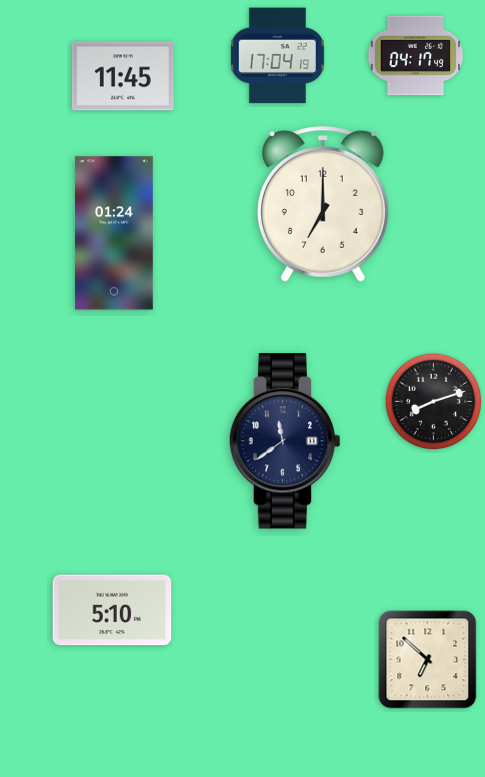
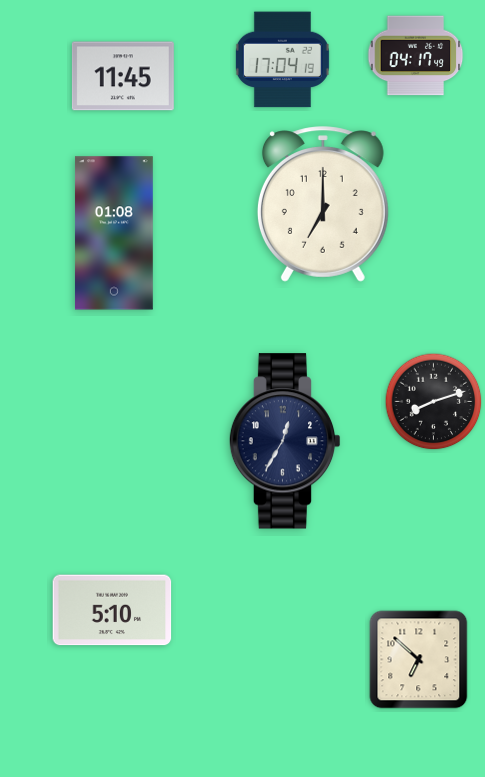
clock at (277, 56) position: (277, 56) -> (282, 60)
clock at (114, 233): 01:24 -> 01:08
clock at (285, 441): 11:39 -> 12:35
clock at (428, 660) position: (428, 660) -> (419, 660)
